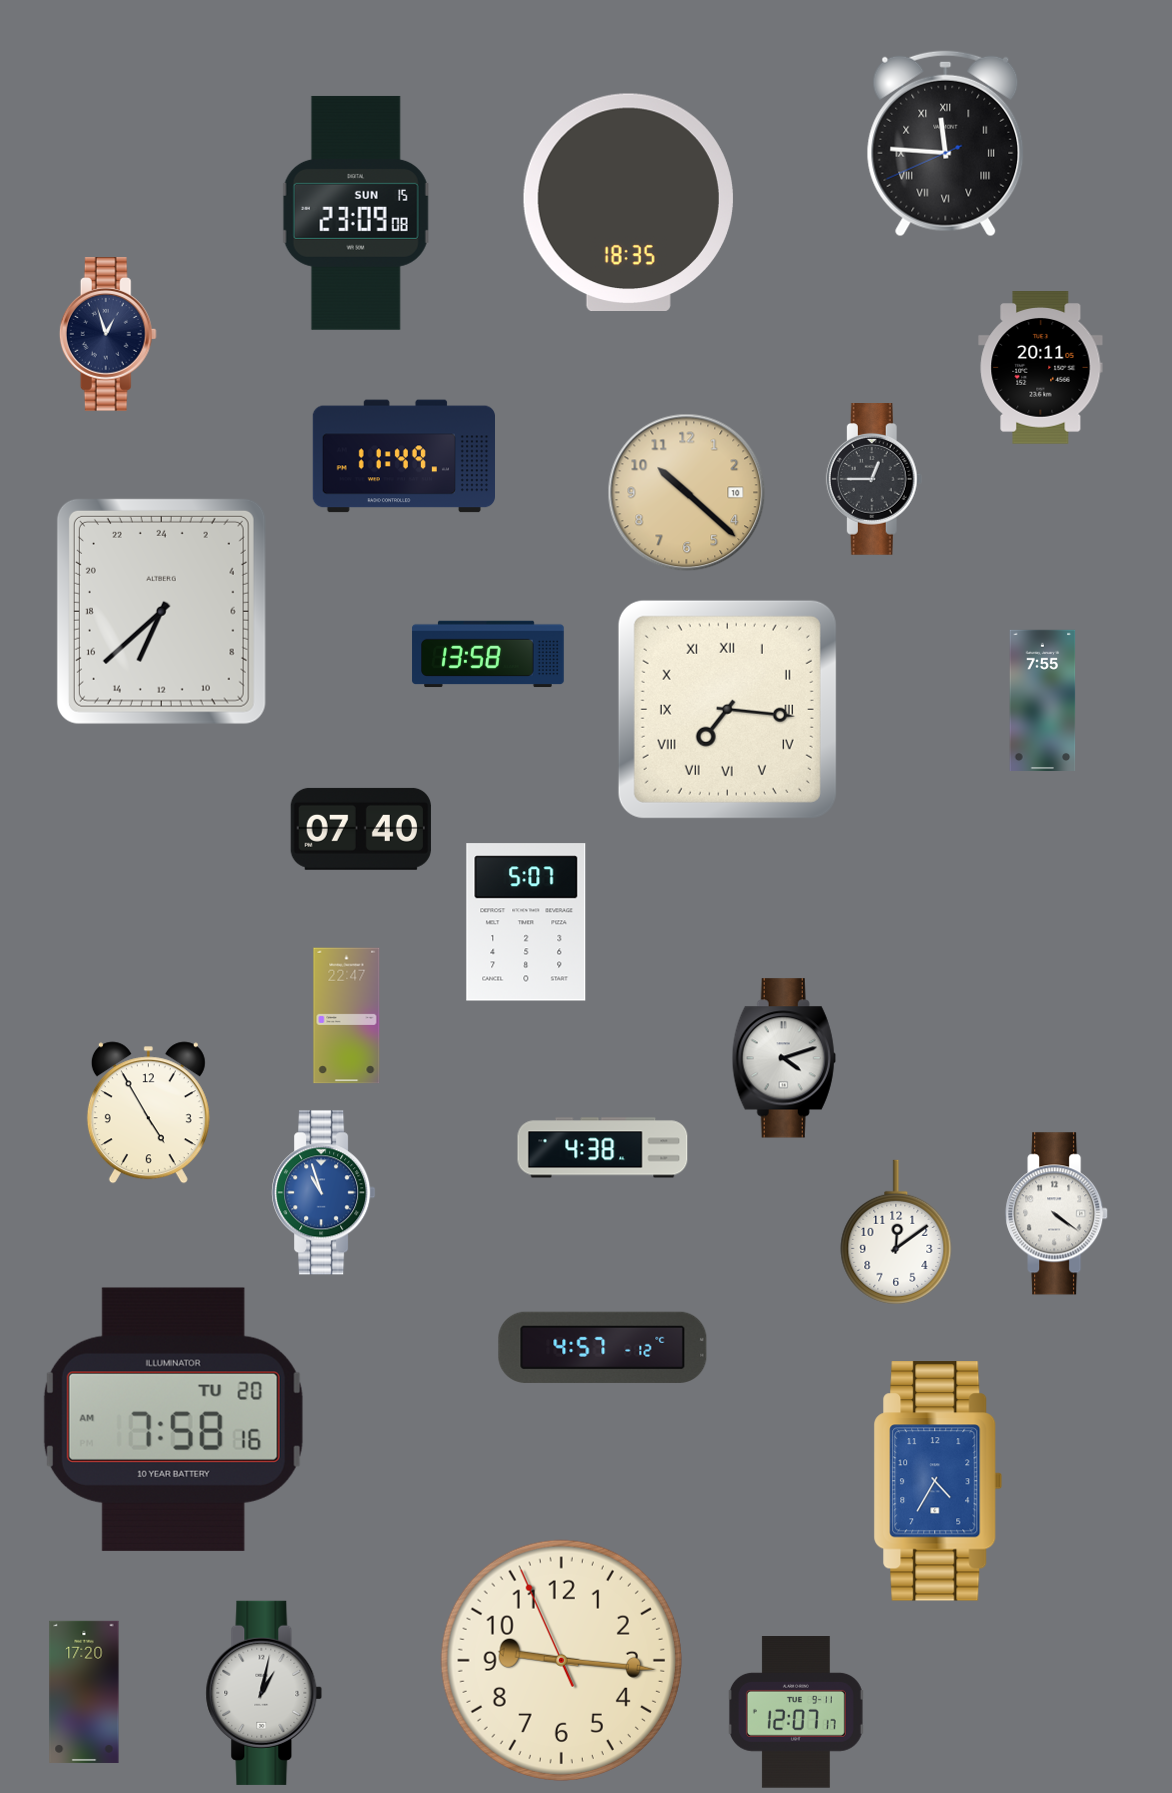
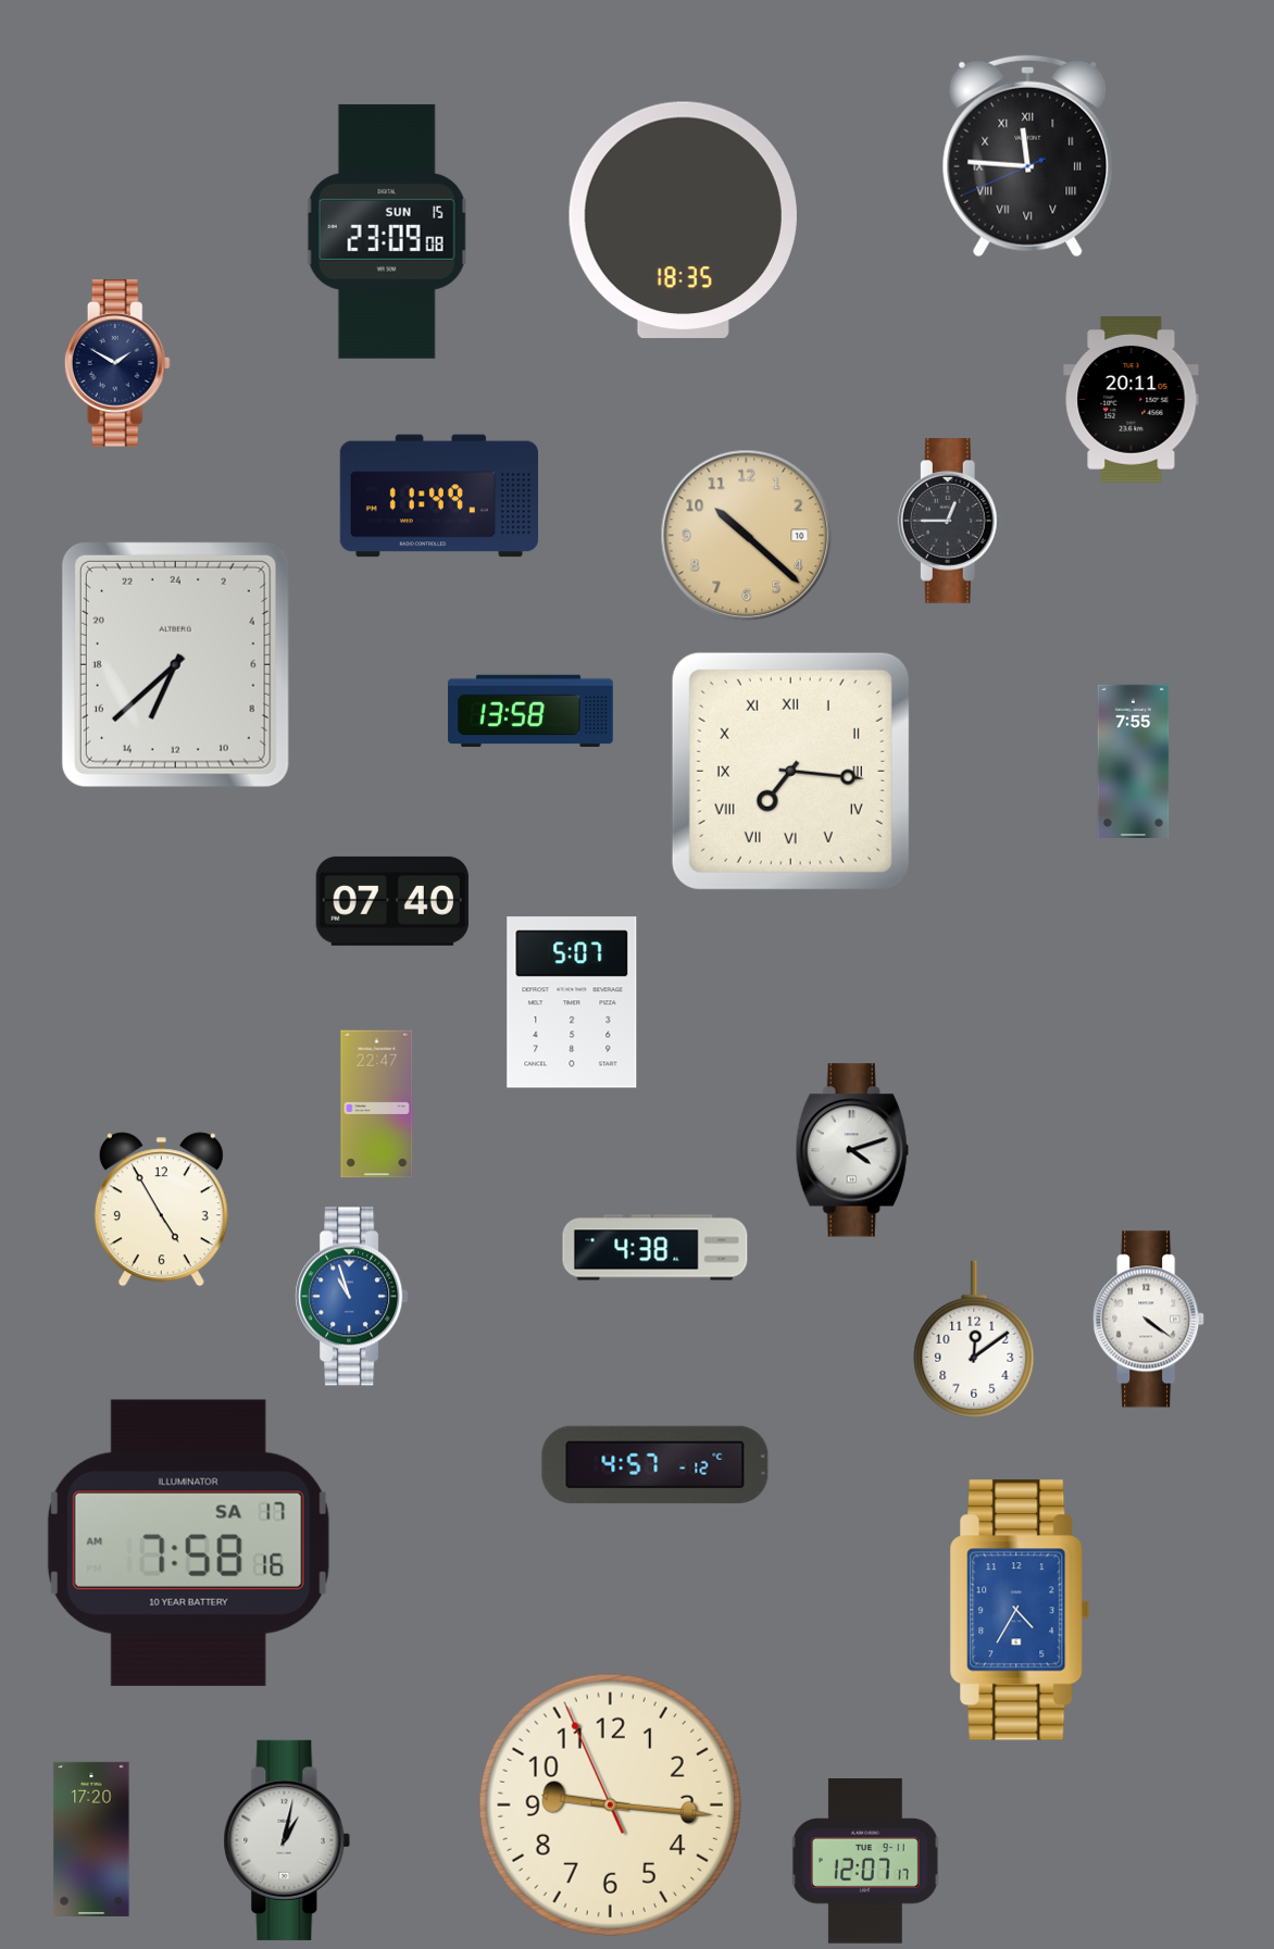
clock at (108, 334): 12:57 -> 1:50
clock at (173, 1419) date: TU 20 -> SA 17
